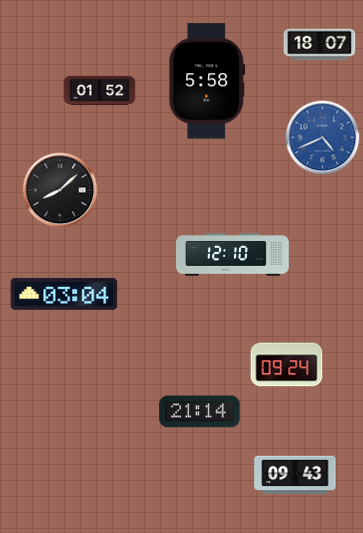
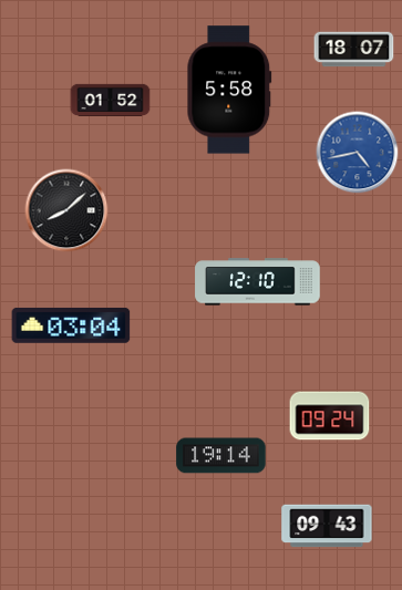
clock at (323, 138): 4:41 -> 4:43
clock at (287, 365) position: (287, 365) -> (330, 416)
clock at (200, 412): 21:14 -> 19:14
